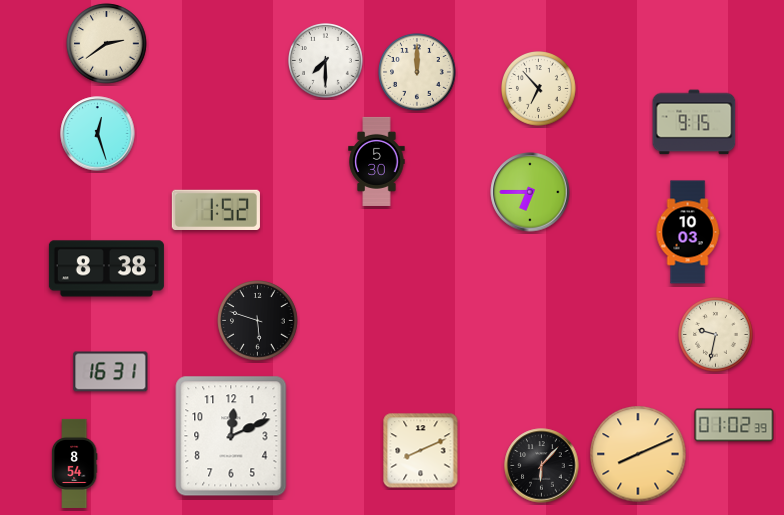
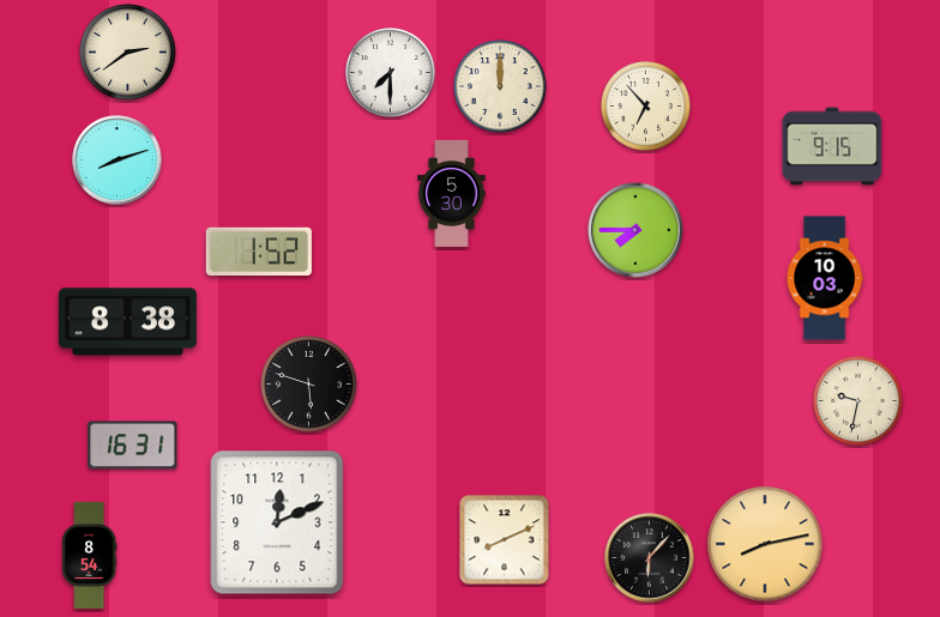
clock at (98, 134): 12:27 -> 8:12
clock at (530, 192): 6:45 -> 7:45
clock at (734, 425): 01:02 -> none
clock at (638, 454): 8:11 -> 8:13
